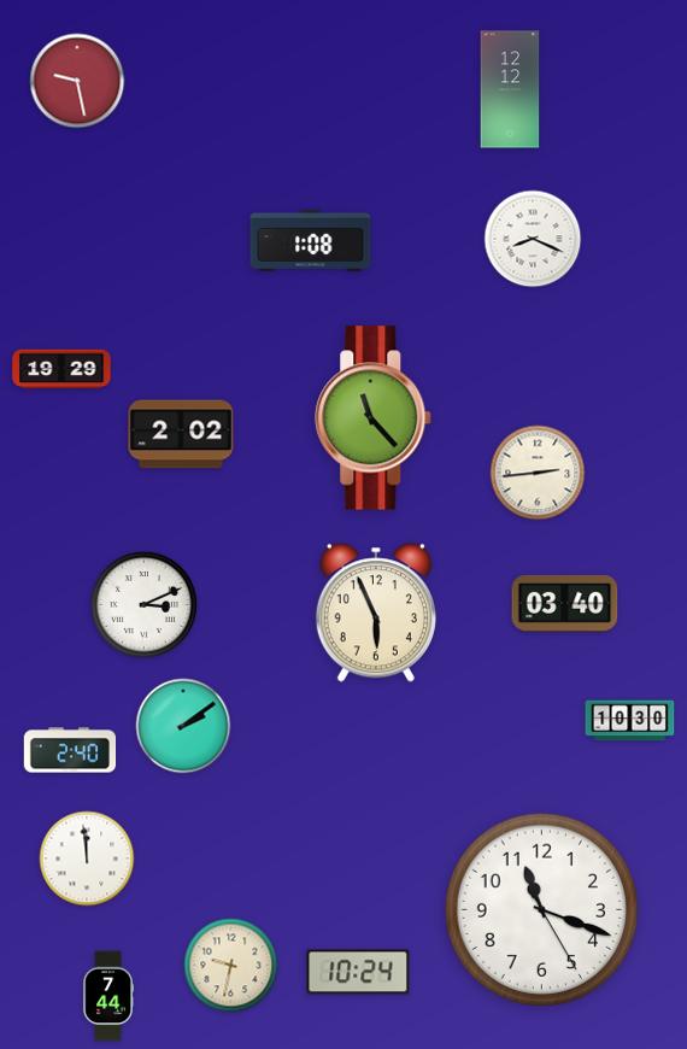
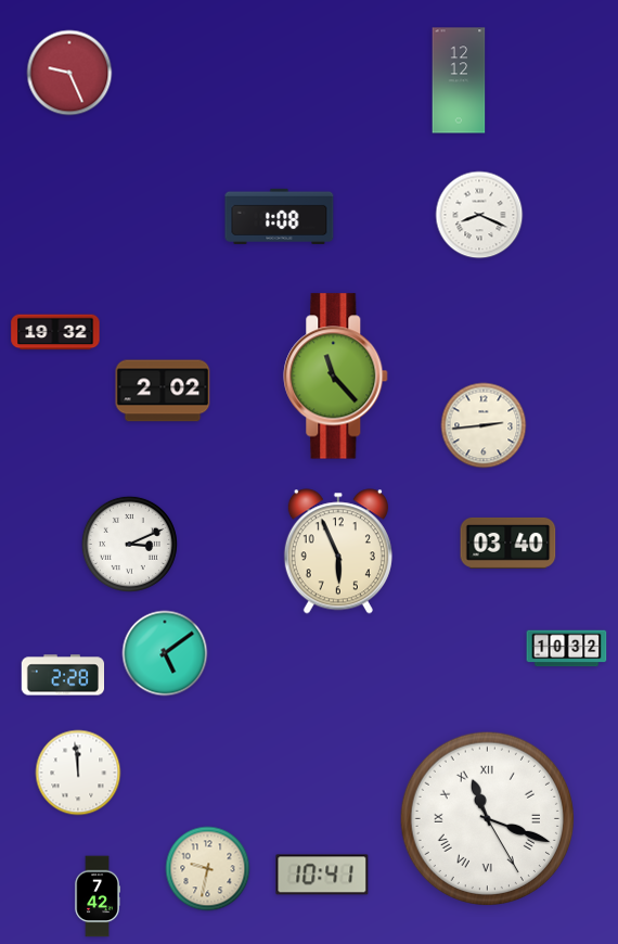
clock at (77, 81): 9:28 -> 9:26
clock at (61, 369): 19:29 -> 19:32
clock at (630, 721): 10:30 -> 10:32
clock at (183, 726): 2:09 -> 5:09
clock at (70, 750): 2:40 -> 2:28
clock at (541, 909) numerals: Arabic -> Roman
clock at (358, 972): 10:24 -> 10:41
clock at (107, 996): 7:44 -> 7:42
